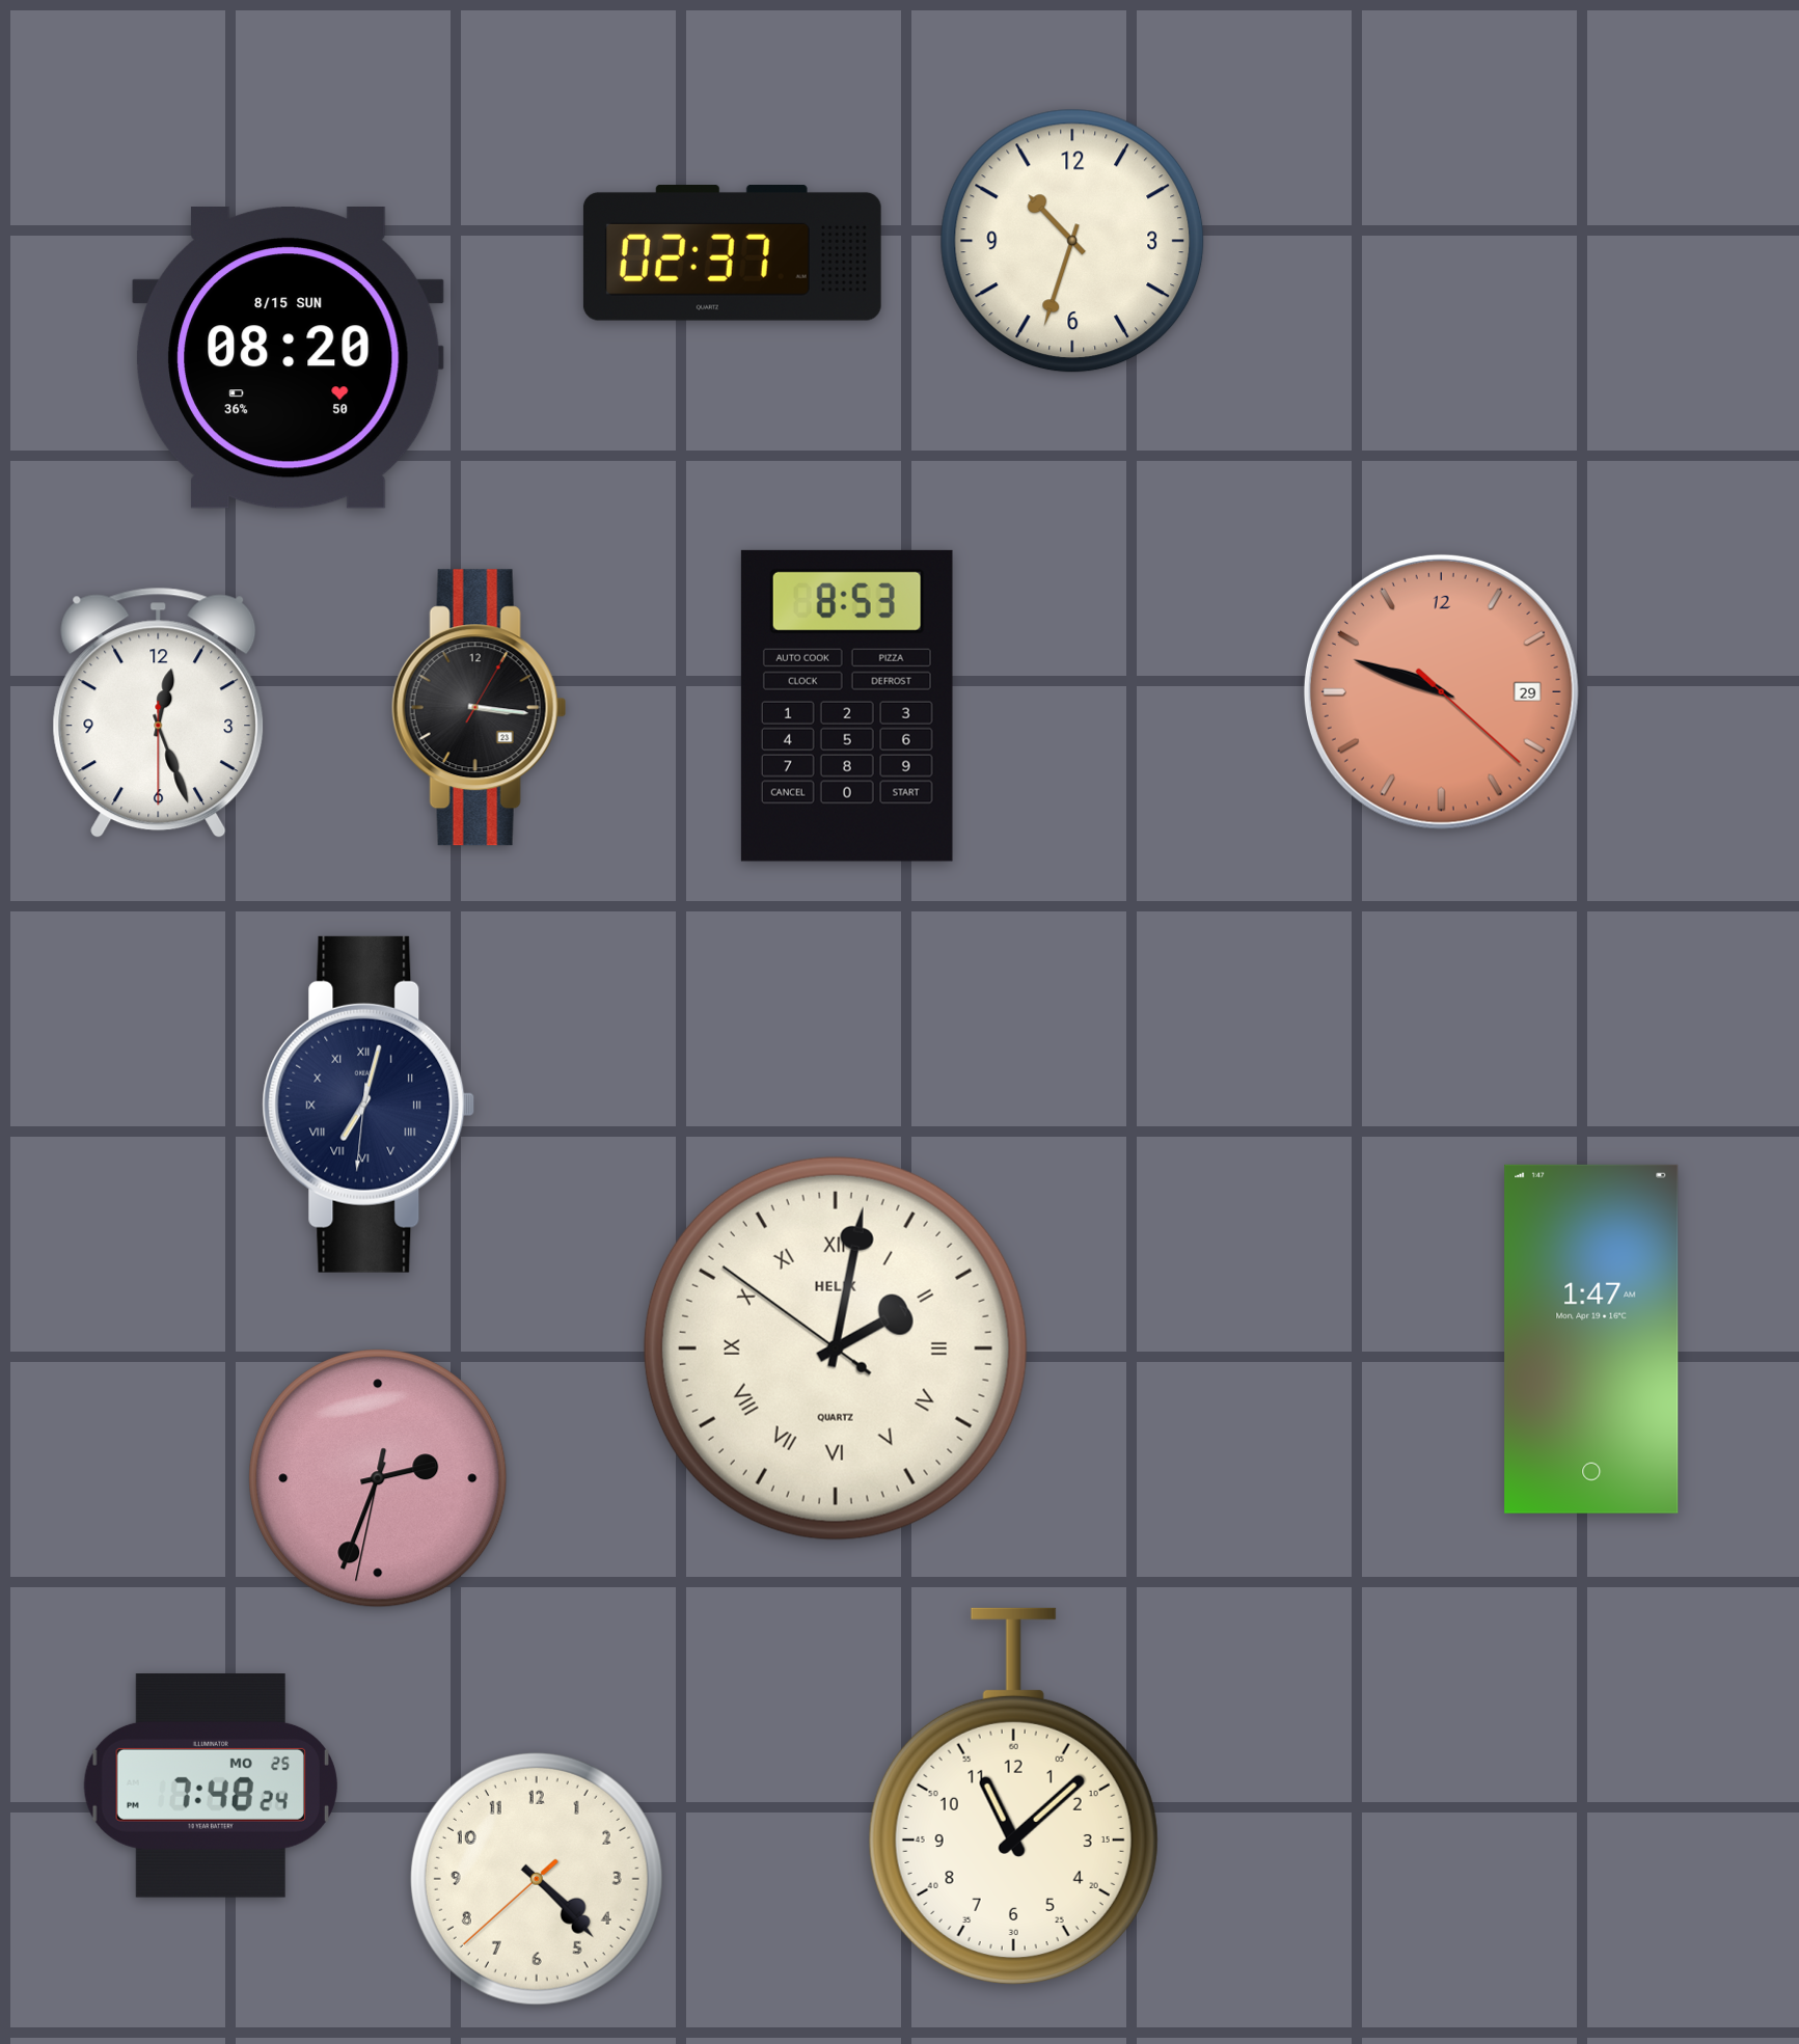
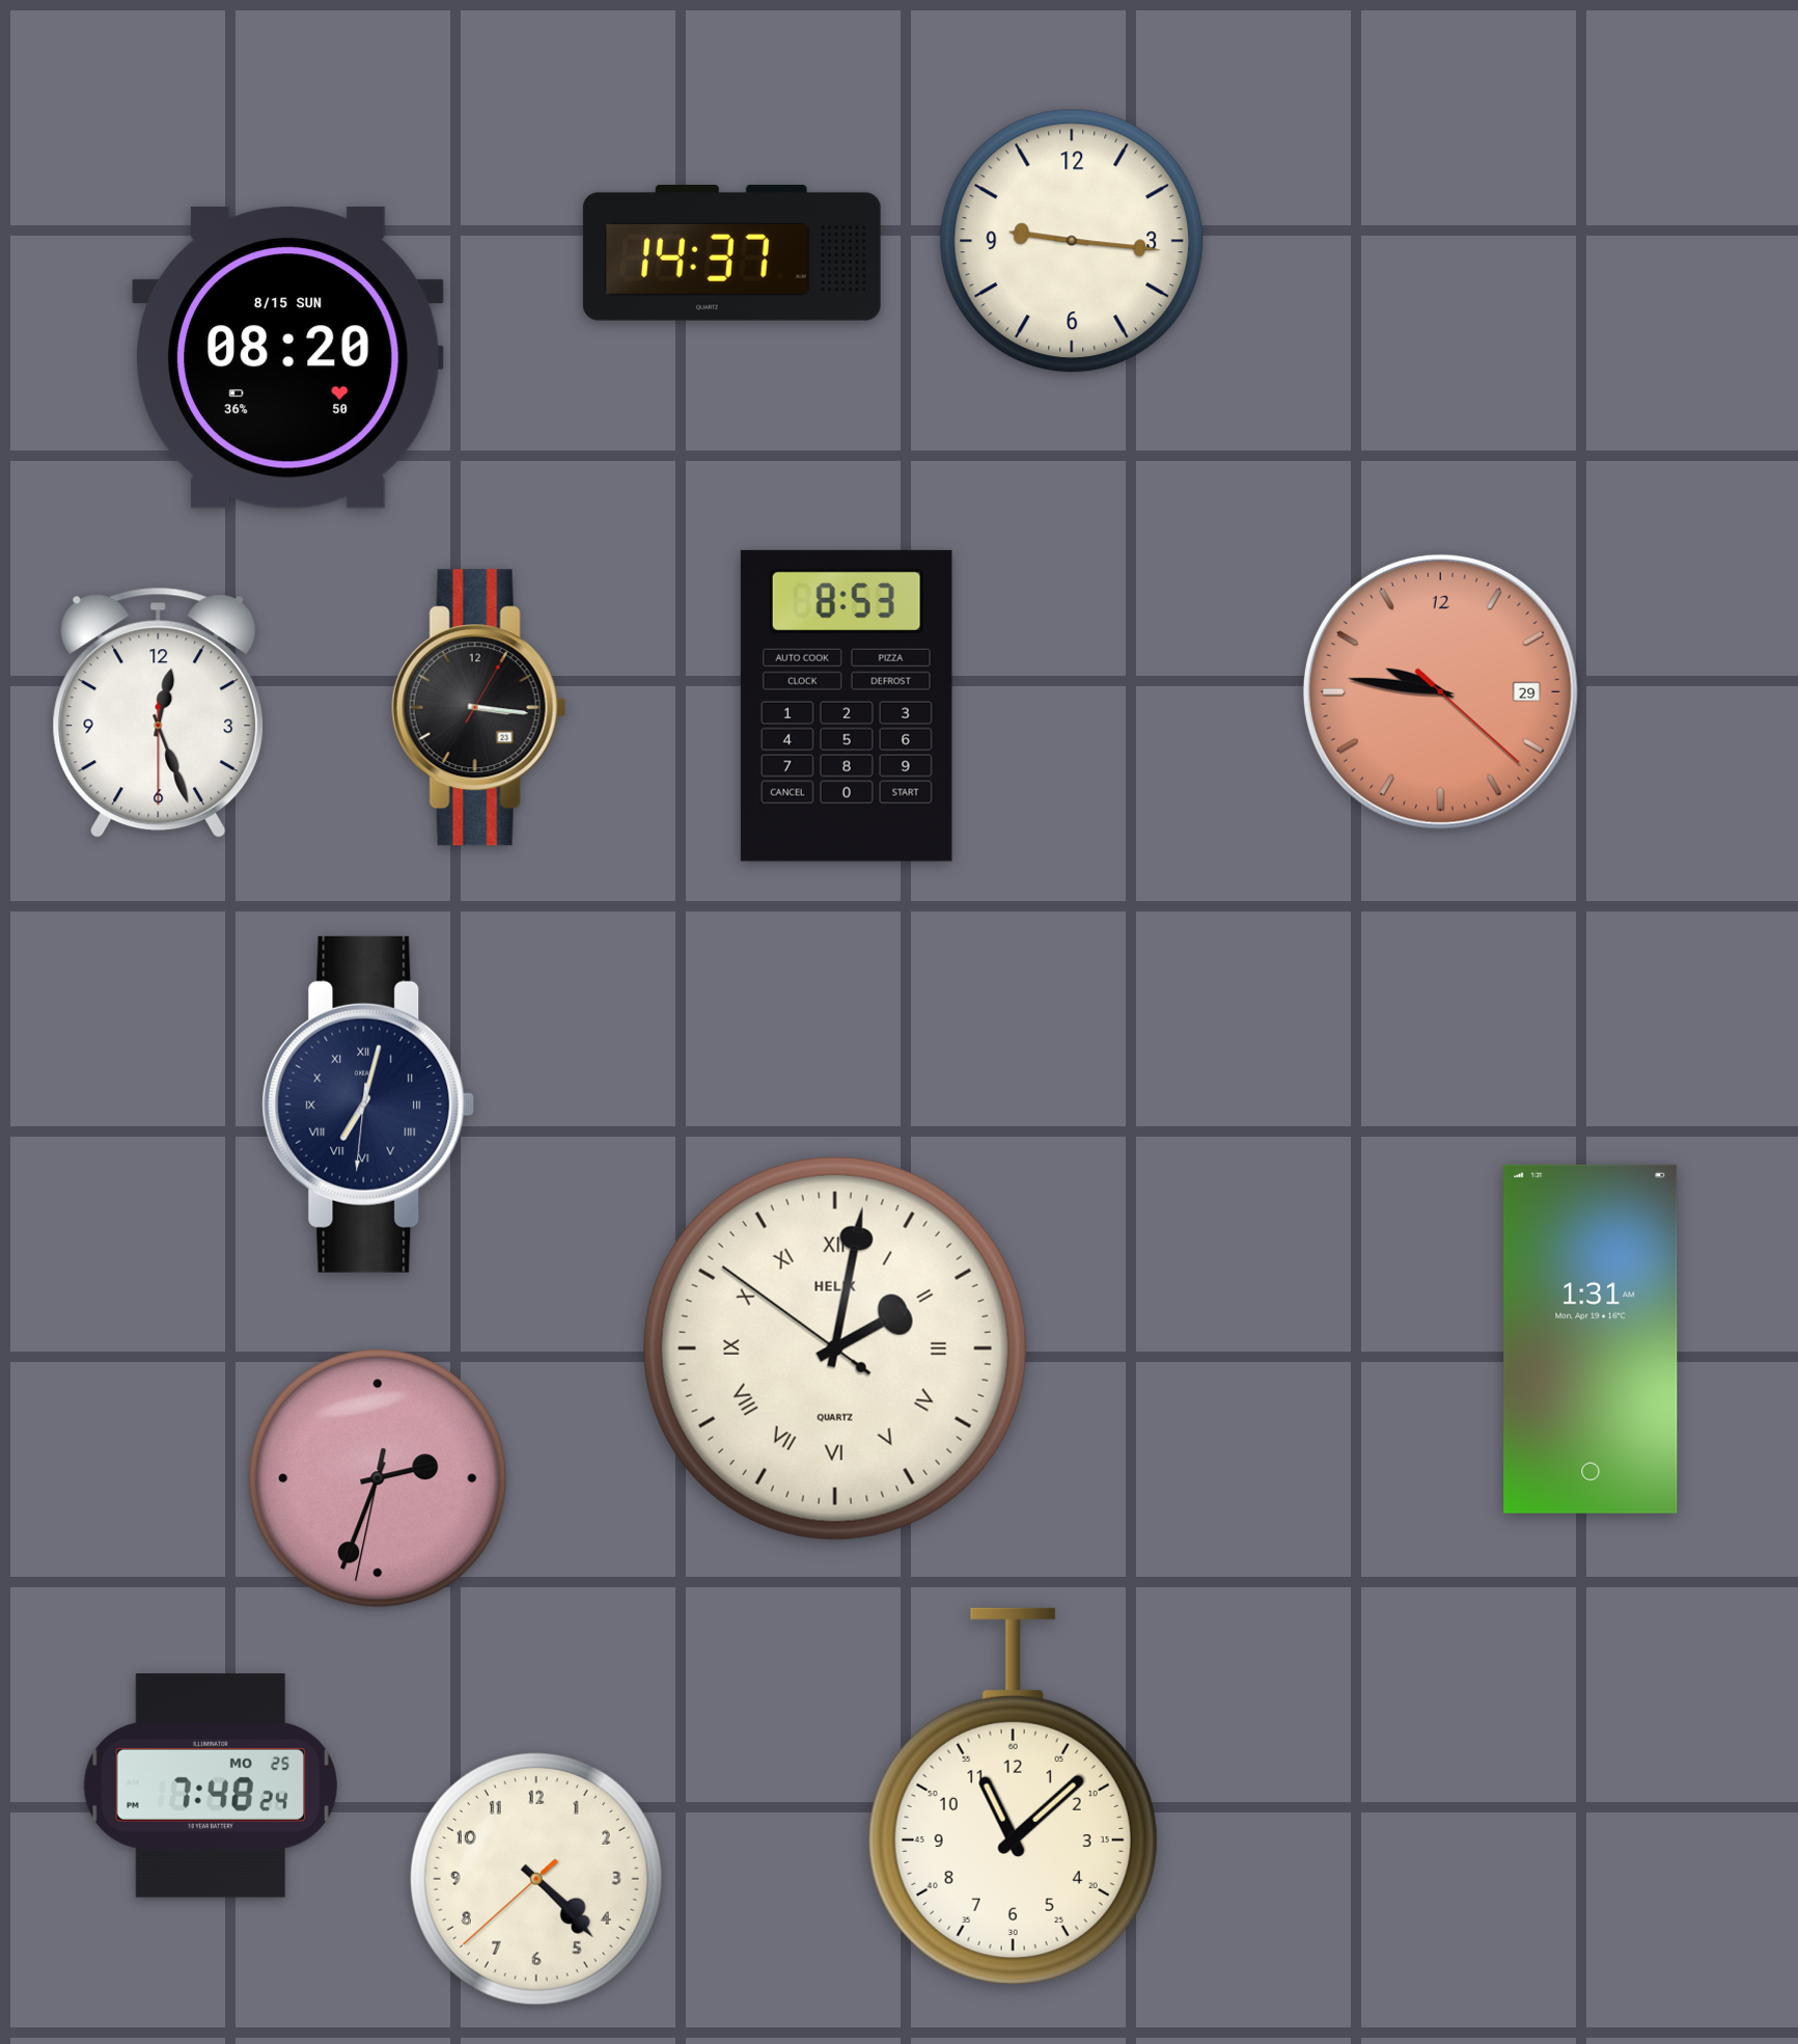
clock at (1072, 241): 10:33 -> 9:16
clock at (732, 252): 02:37 -> 14:37
clock at (1441, 691): 9:48 -> 9:46
clock at (1591, 1339): 1:47 -> 1:31
